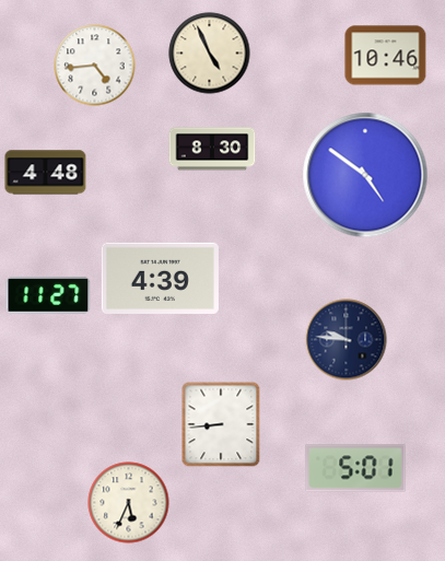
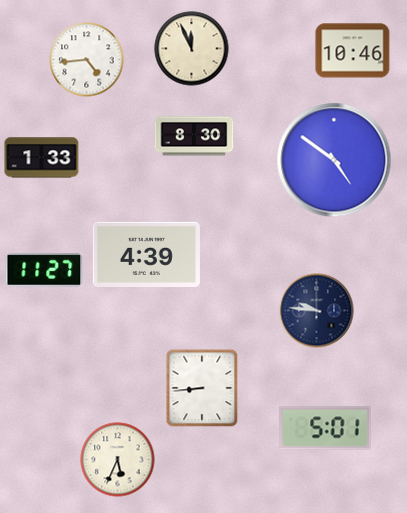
clock at (210, 54): 4:56 -> 11:56
clock at (46, 173): 4:48 -> 1:33
